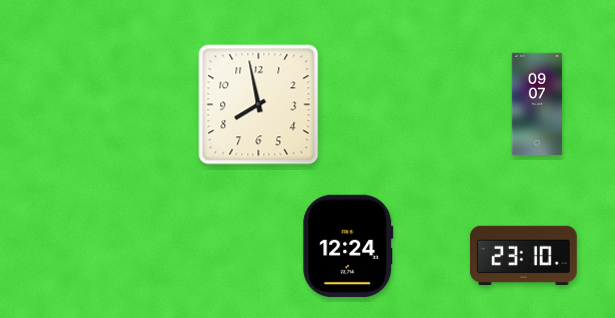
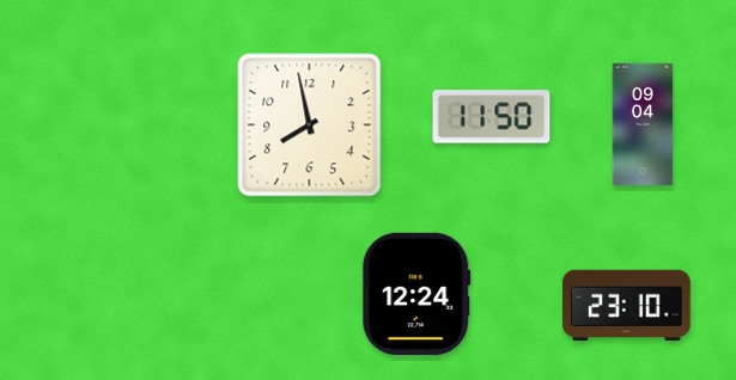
clock at (492, 117): none -> 11:50
clock at (537, 104): 09:07 -> 09:04
